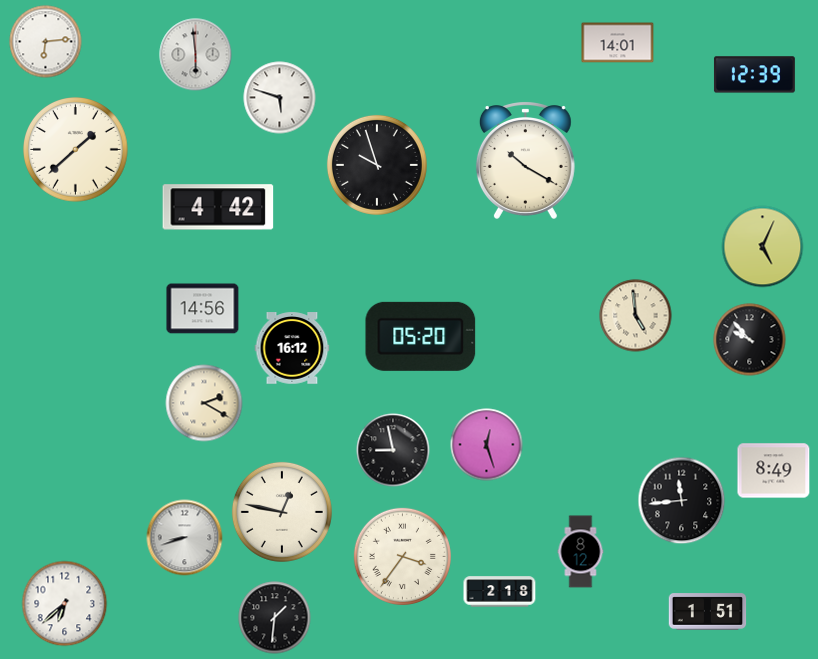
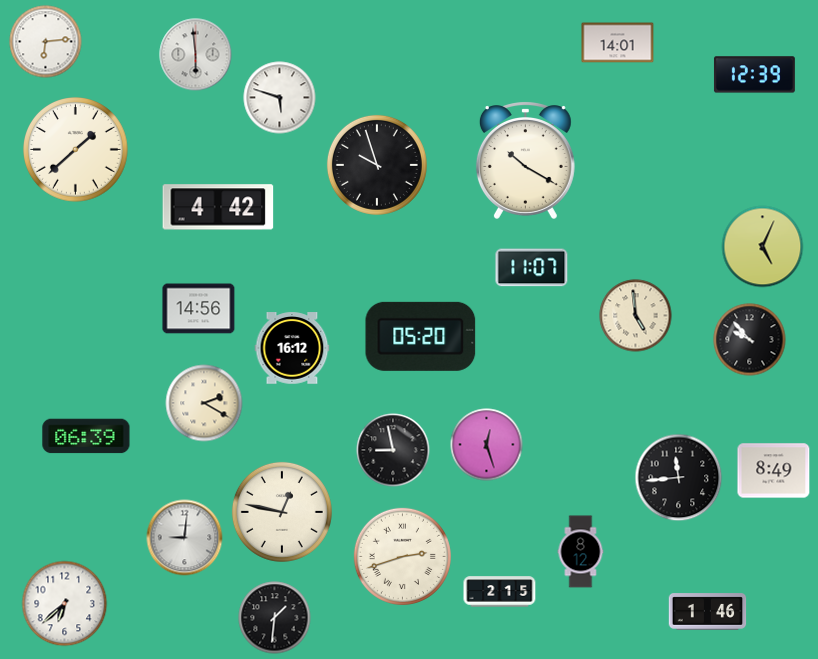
clock at (532, 268): none -> 11:07
clock at (203, 309) position: (203, 309) -> (199, 309)
clock at (86, 436): none -> 06:39
clock at (682, 501) position: (682, 501) -> (679, 478)
clock at (185, 538): 8:42 -> 9:01
clock at (402, 556): 3:36 -> 2:42
clock at (500, 592): 2:18 -> 2:15
clock at (708, 612): 1:51 -> 1:46
